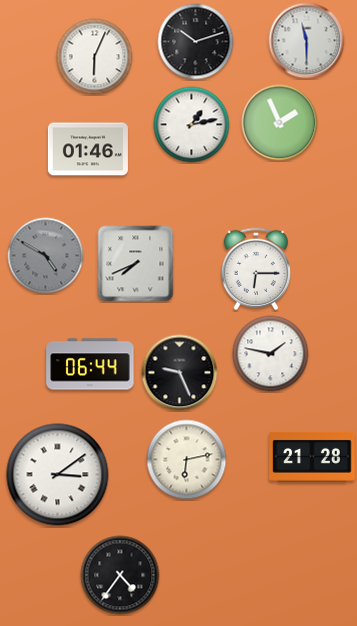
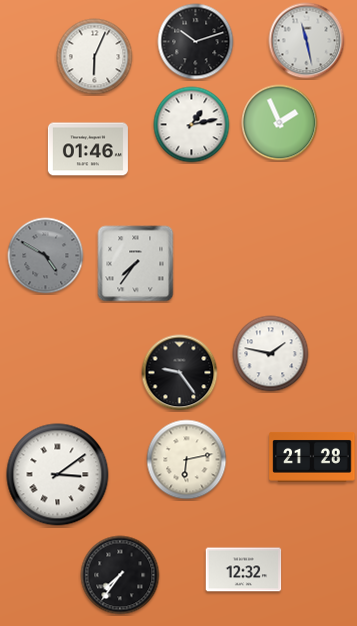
clock at (307, 41): 11:30 -> 11:28
clock at (136, 264): 7:41 -> 7:36
clock at (255, 268): 6:15 -> none
clock at (90, 364): 06:44 -> none
clock at (180, 373): 9:26 -> 9:24
clock at (244, 570): none -> 12:32
clock at (120, 575): 4:36 -> 7:36
